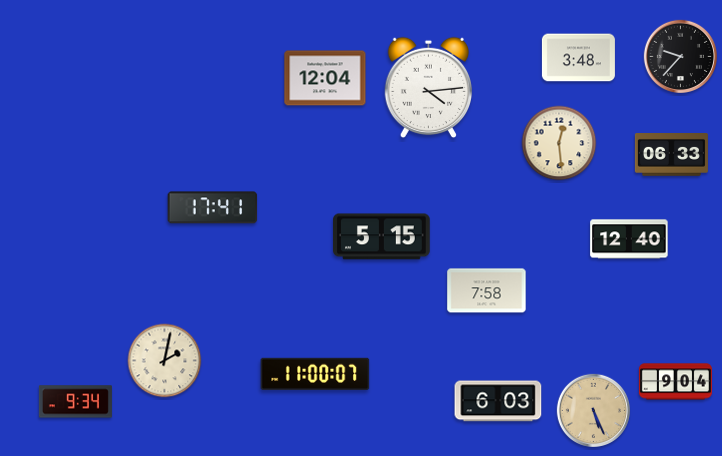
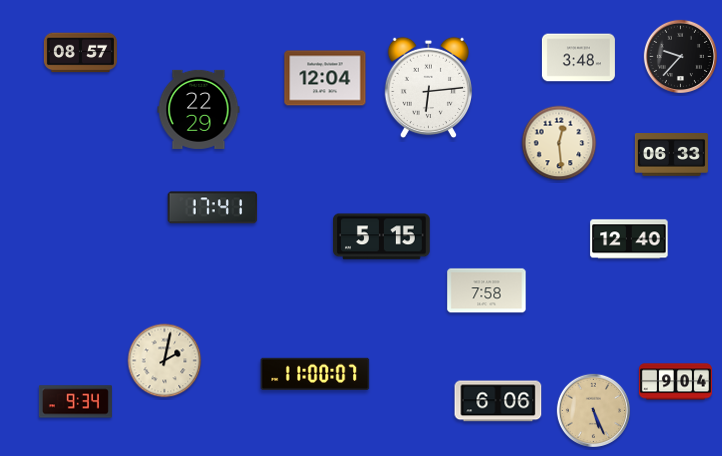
clock at (80, 53): none -> 08:57
clock at (429, 88): 4:14 -> 6:14
clock at (199, 109): none -> 22:29
clock at (498, 401): 6:03 -> 6:06
